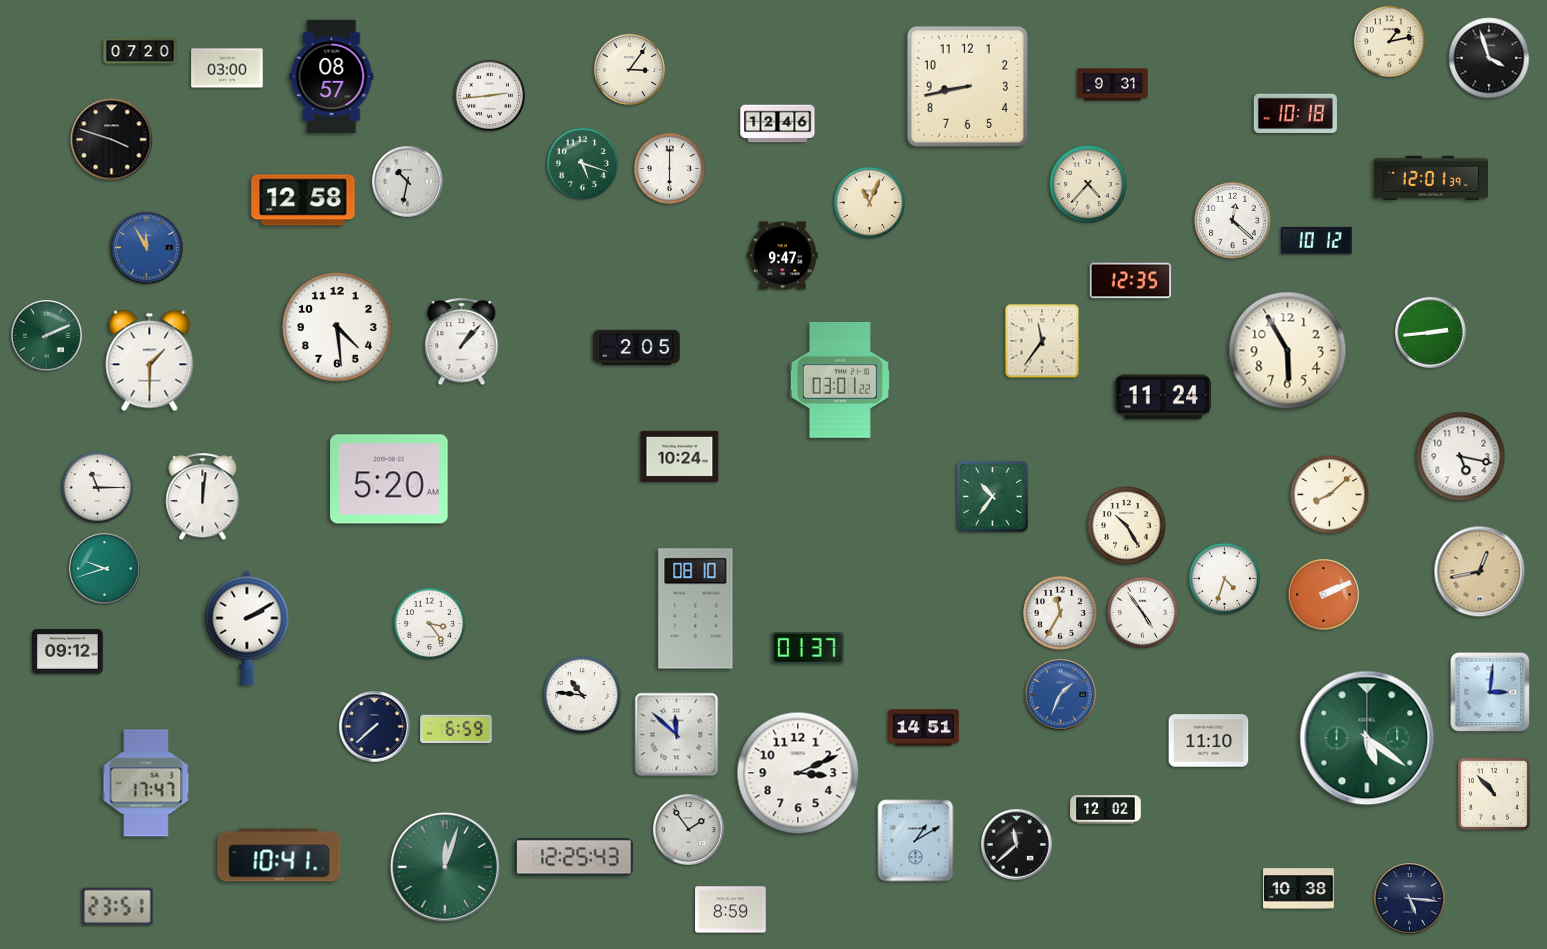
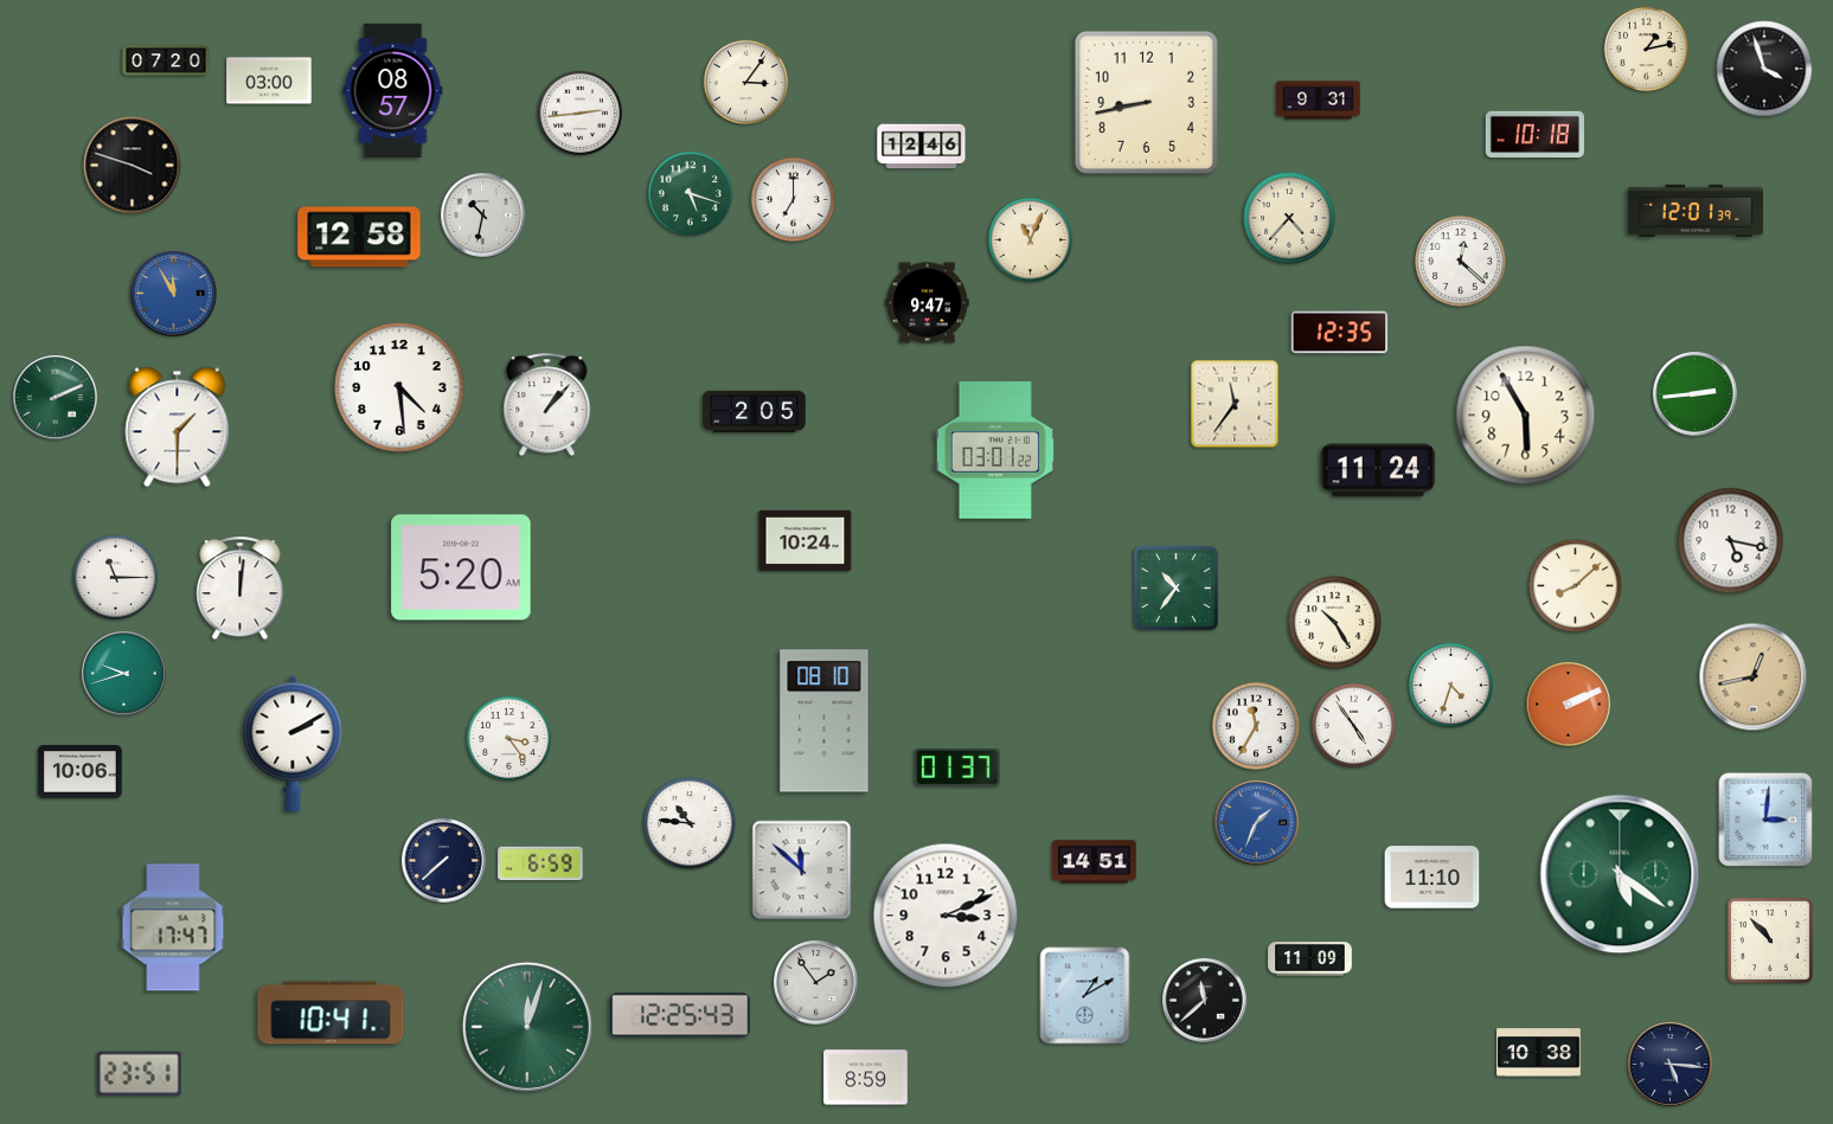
clock at (669, 168): 6:00 -> 7:00
clock at (1317, 240): 10:12 -> none
clock at (68, 652): 09:12 -> 10:06
clock at (1106, 810): 12:02 -> 11:09
